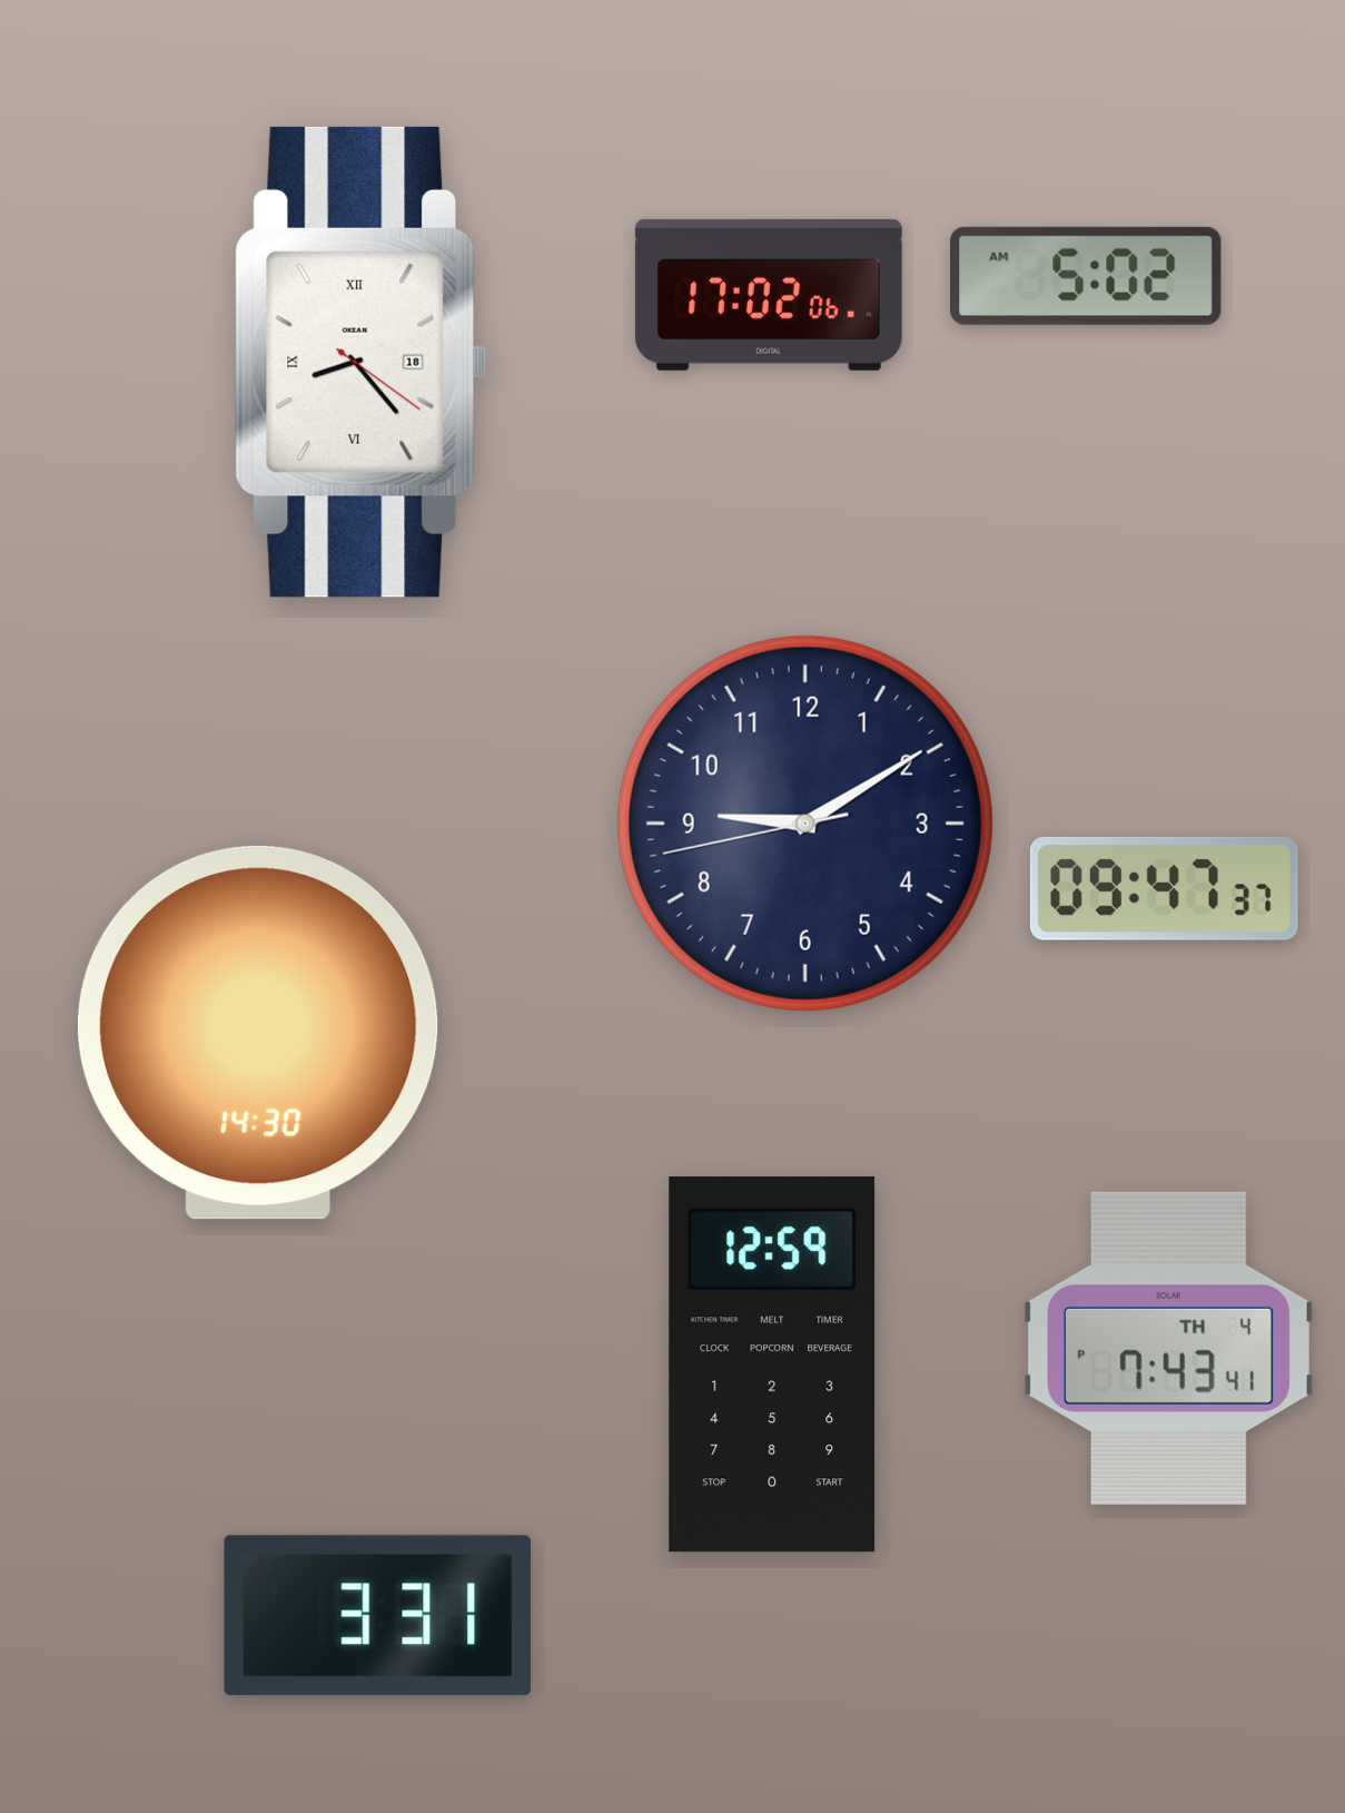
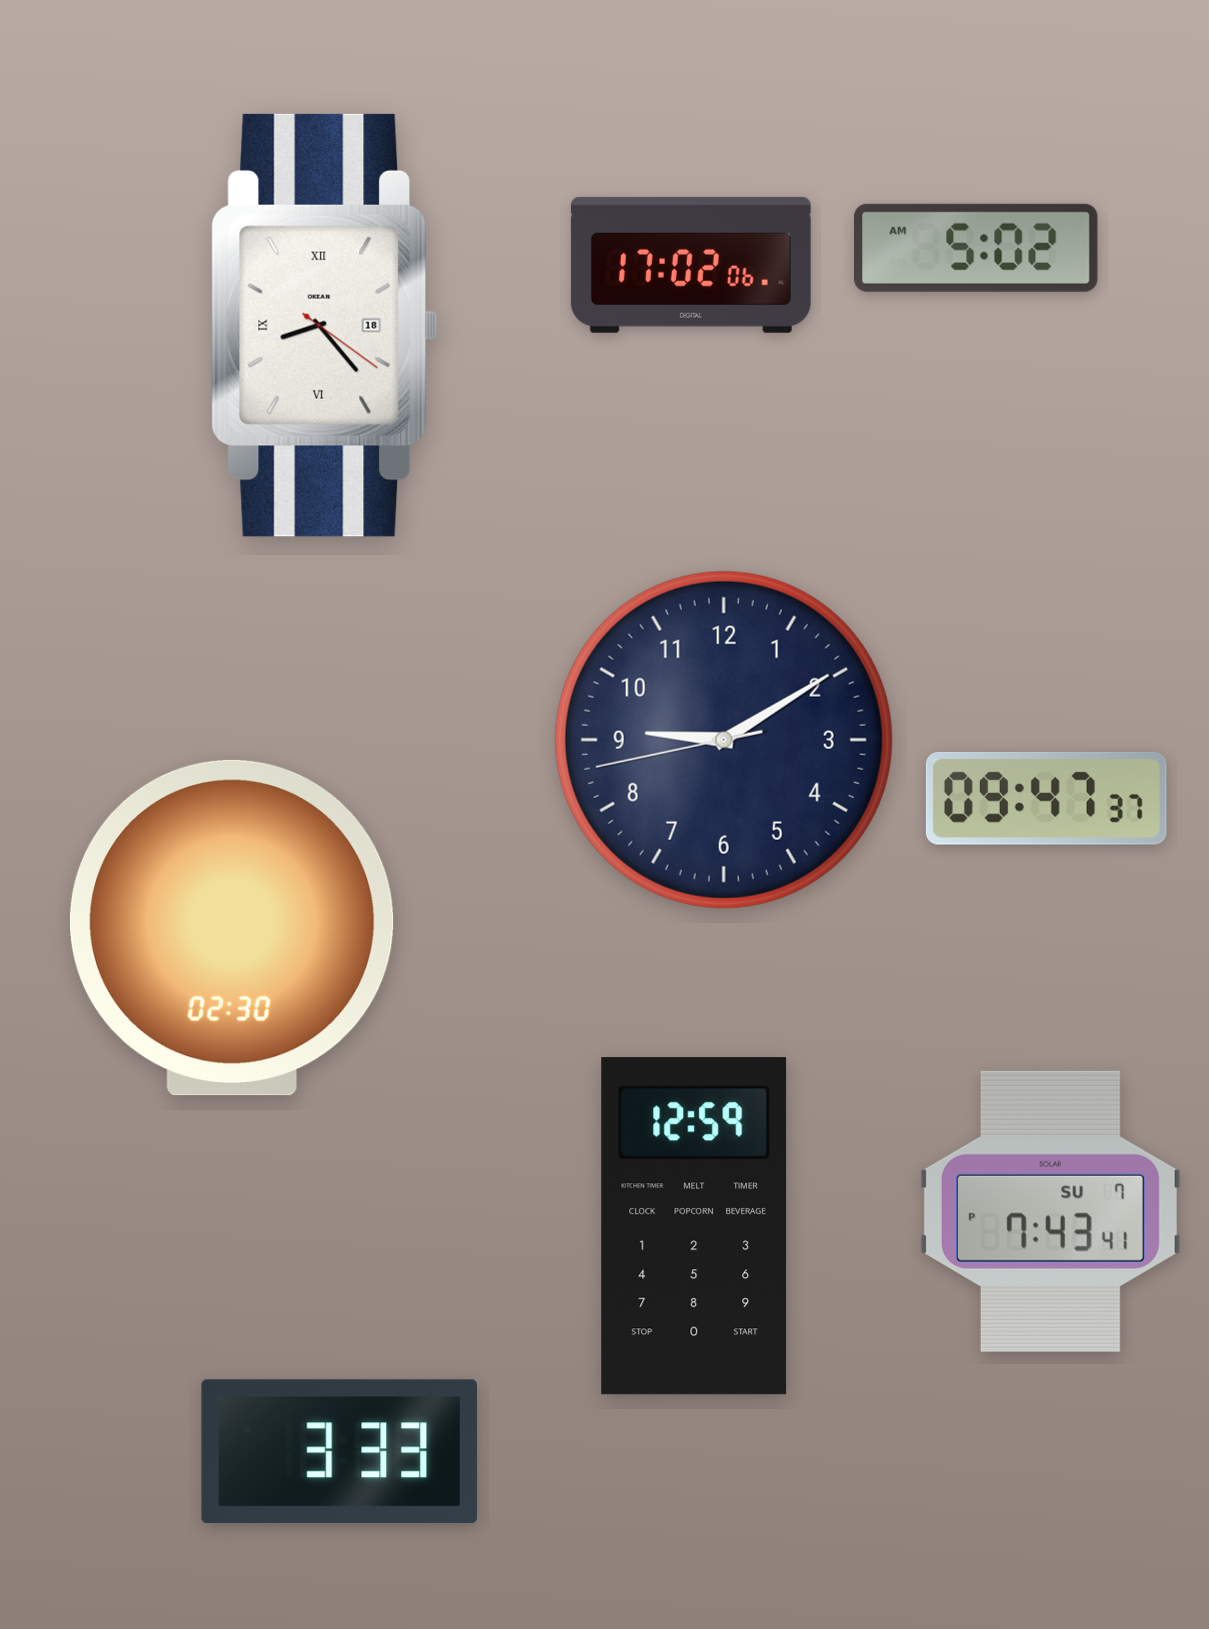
clock at (258, 1033): 14:30 -> 02:30
clock at (1168, 1348) date: TH 4 -> SU 7
clock at (377, 1616): 3:31 -> 3:33
